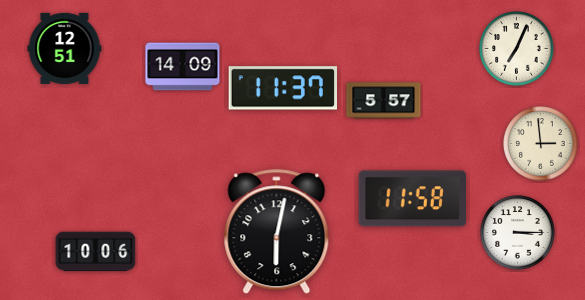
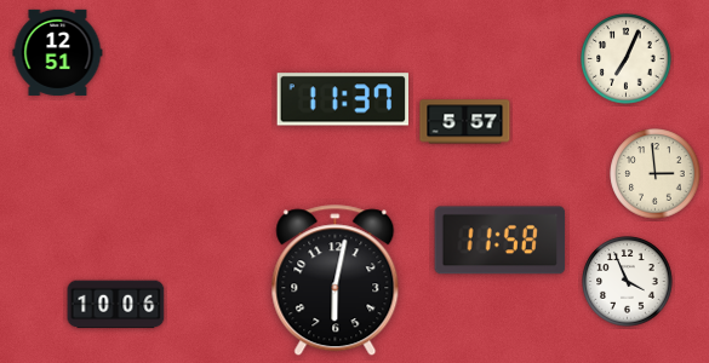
clock at (65, 48) position: (65, 48) -> (58, 52)
clock at (183, 67): 14:09 -> none
clock at (282, 88) position: (282, 88) -> (342, 99)
clock at (518, 233): 3:15 -> 3:56
